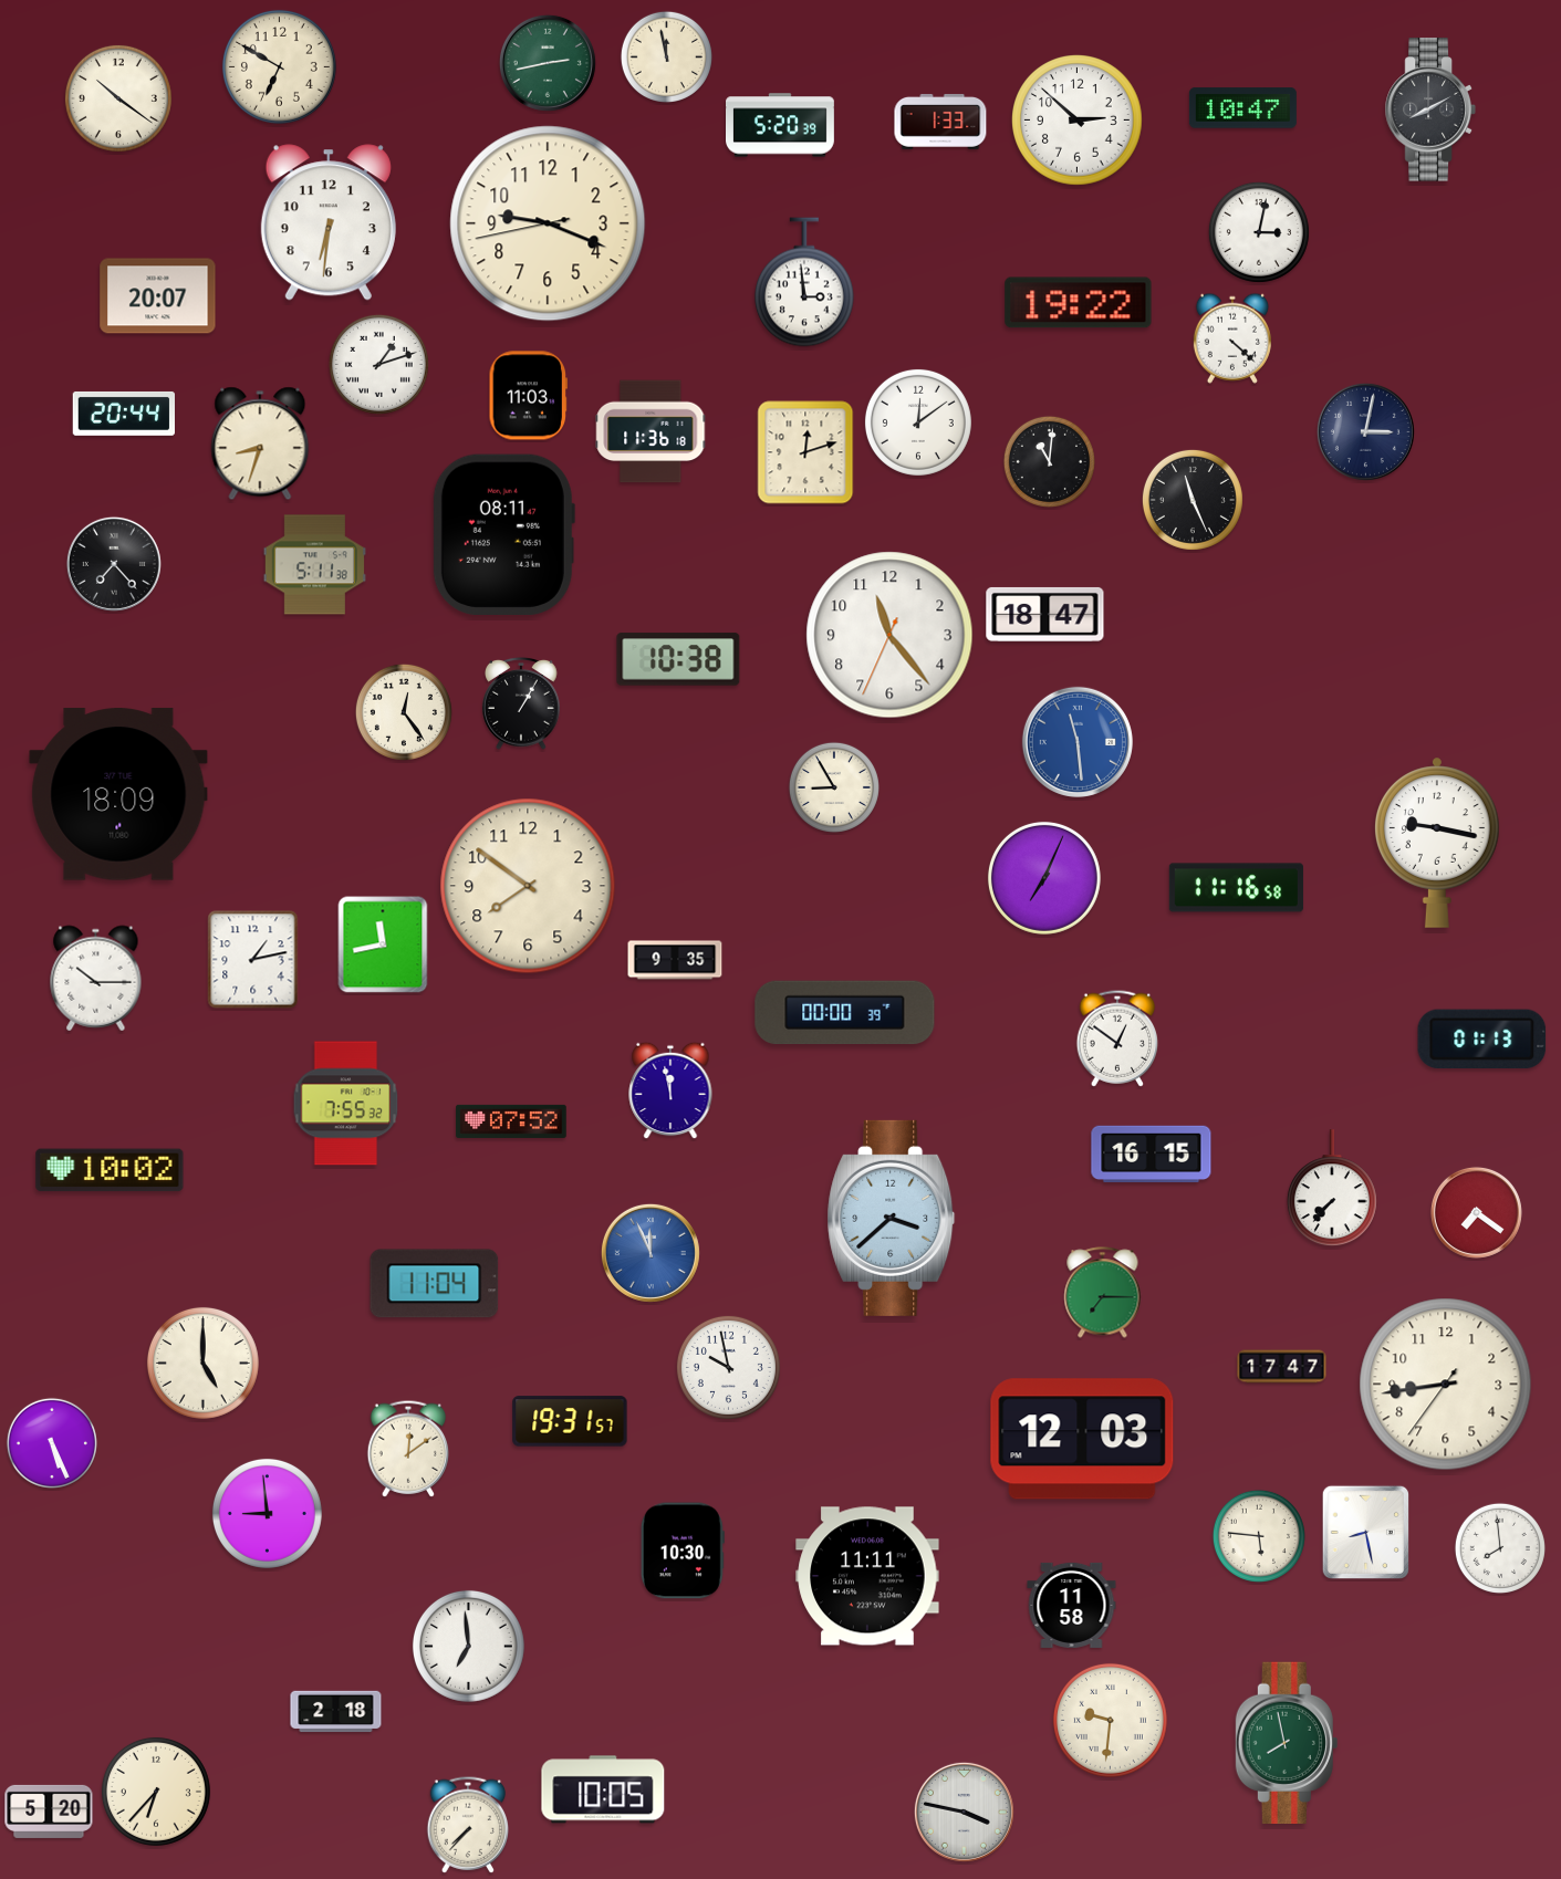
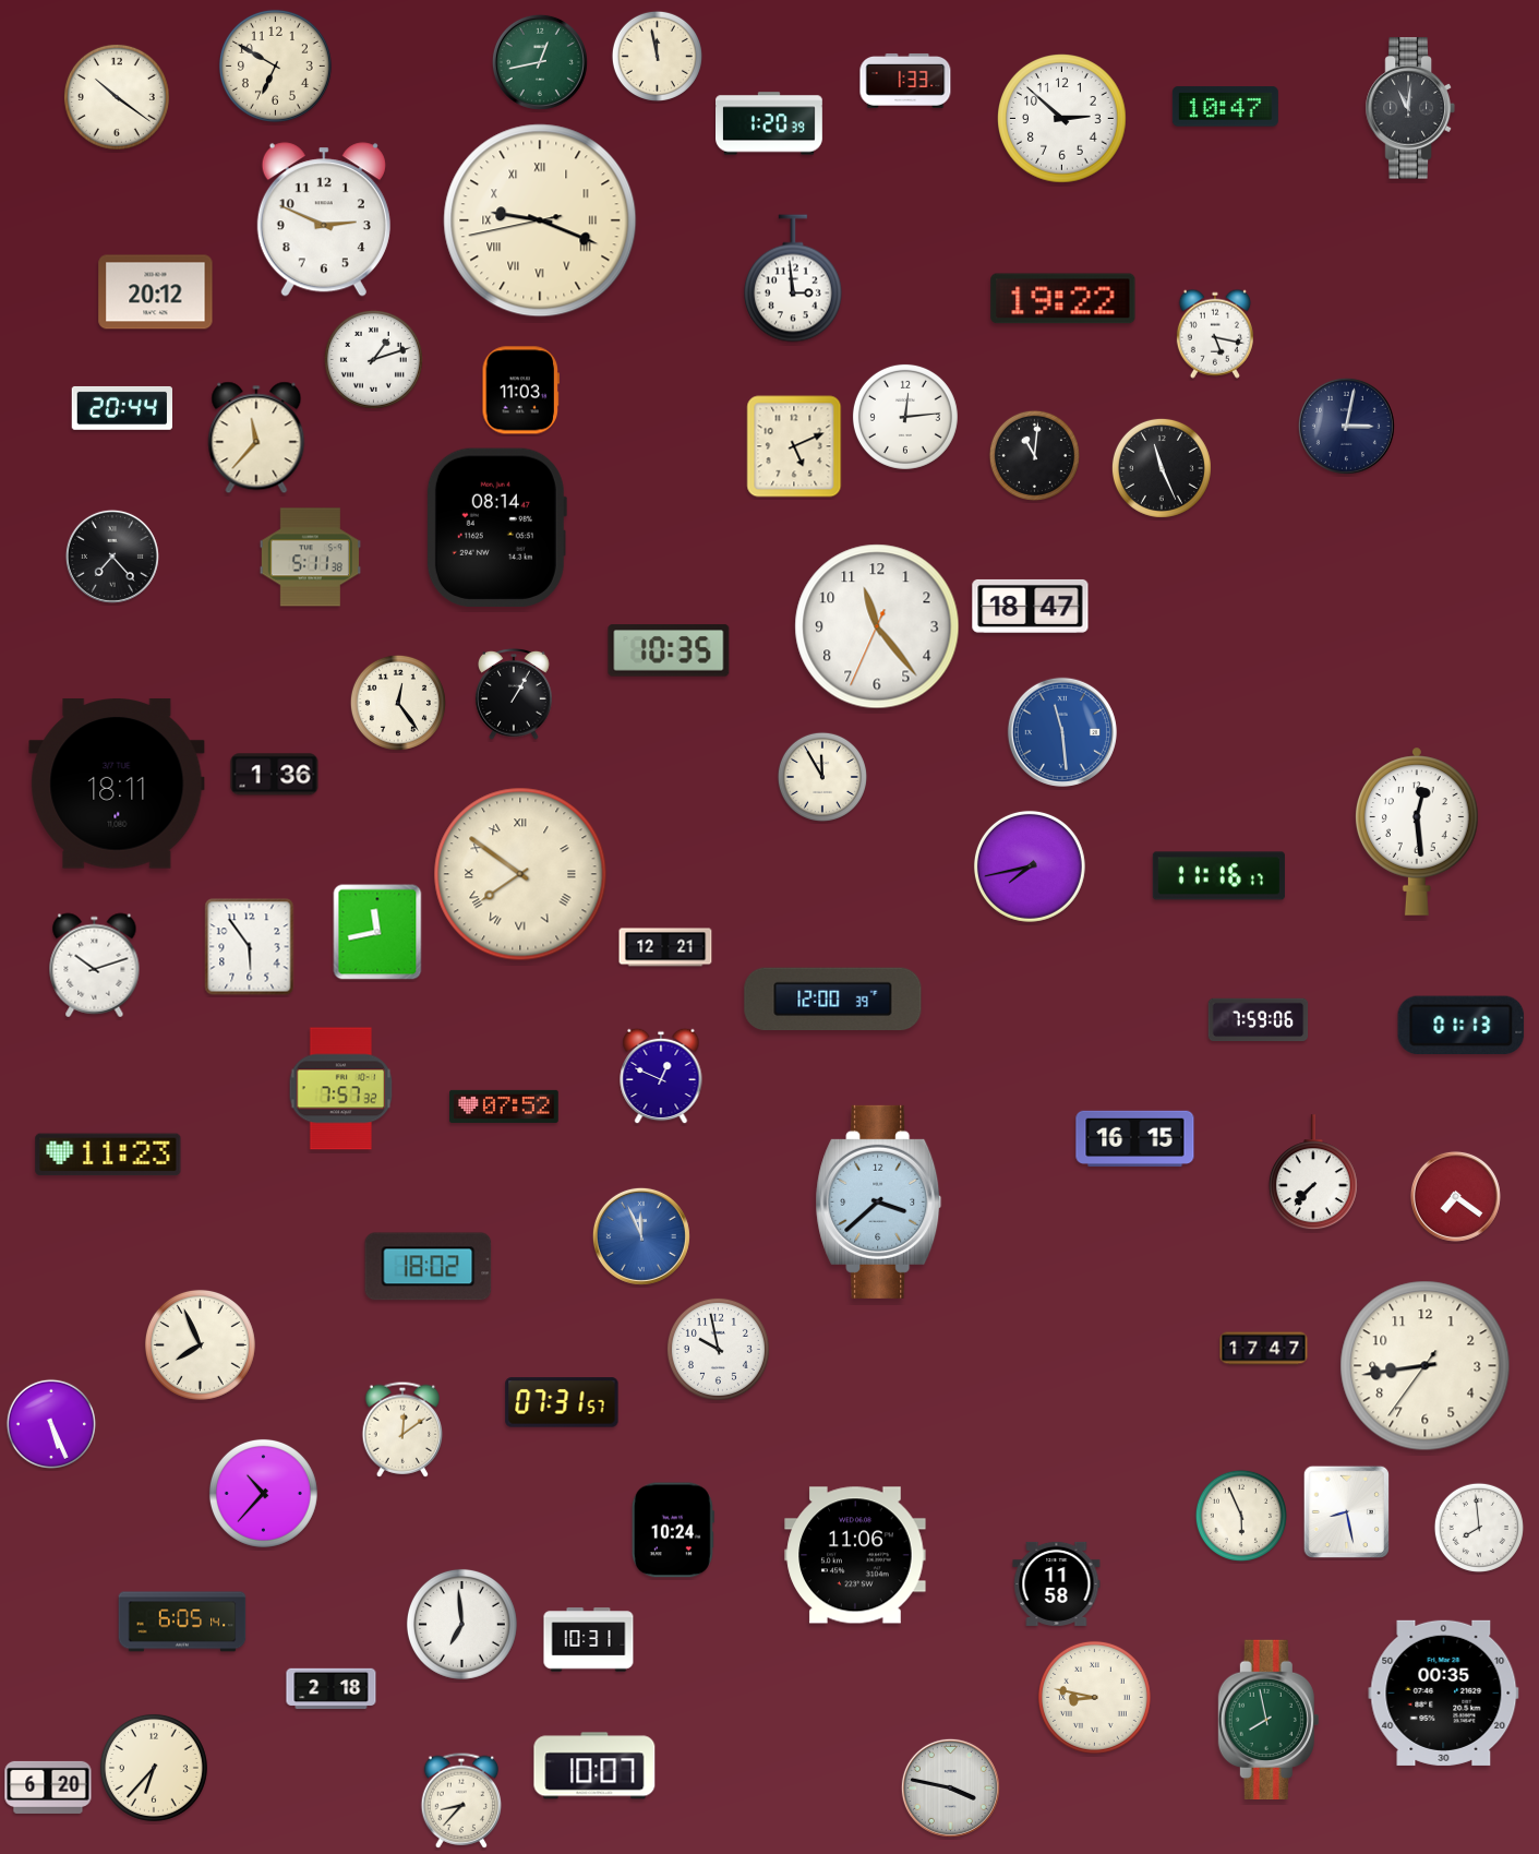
clock at (548, 63): 2:43 -> 12:43
clock at (1430, 109): 8:10 -> 11:01
clock at (940, 122) position: (940, 122) -> (905, 81)
clock at (781, 125): 5:20 -> 1:20
clock at (329, 222): 6:31 -> 2:49
clock at (548, 223) numerals: Arabic -> Roman
clock at (1259, 232): 3:02 -> none
clock at (158, 296): 20:07 -> 20:12
clock at (1232, 338): 4:22 -> 5:17
clock at (918, 422): 12:09 -> 12:14
clock at (651, 431): 11:36 -> none
clock at (260, 443): 8:33 -> 11:37
clock at (805, 452): 12:12 -> 5:11
clock at (1193, 500) position: (1193, 500) -> (1162, 468)
clock at (503, 534): 08:11 -> 08:14
clock at (678, 659): 10:38 -> 10:35
clock at (275, 775): none -> 1:36
clock at (834, 787): 8:55 -> 11:55
clock at (118, 794): 18:09 -> 18:11
clock at (1438, 843): 9:17 -> 12:29
clock at (1044, 878): 7:04 -> 7:43
clock at (528, 886) numerals: Arabic -> Roman
clock at (1236, 888): 11:16:58 -> 11:16:17
clock at (253, 960): 1:13 -> 5:54
clock at (675, 960): 9:35 -> 12:21
clock at (96, 979): 10:15 -> 10:12
clock at (845, 1013): 00:00 -> 12:00
clock at (1259, 1020): none -> 7:59
clock at (1117, 1038): 12:51 -> none
clock at (670, 1090): 11:58 -> 12:49
clock at (346, 1104): 7:55 -> 7:57
clock at (110, 1170): 10:02 -> 11:23
clock at (435, 1284): 11:04 -> 18:02
clock at (1103, 1293): 7:15 -> none
clock at (202, 1363): 5:00 -> 7:56
clock at (570, 1421): 19:31 -> 07:31
clock at (1082, 1439): 12:03 -> none
clock at (267, 1513): 8:59 -> 10:37
clock at (1259, 1536): 5:46 -> 5:56
clock at (683, 1551): 10:30 -> 10:24
clock at (867, 1576): 11:11 -> 11:06
clock at (182, 1622): none -> 6:05
clock at (589, 1640): none -> 10:31
clock at (1444, 1692): none -> 00:35
clock at (1110, 1720): 9:31 -> 8:47
clock at (603, 1789): 10:05 -> 10:07
clock at (49, 1812): 5:20 -> 6:20
clock at (468, 1825): 7:37 -> 8:37
